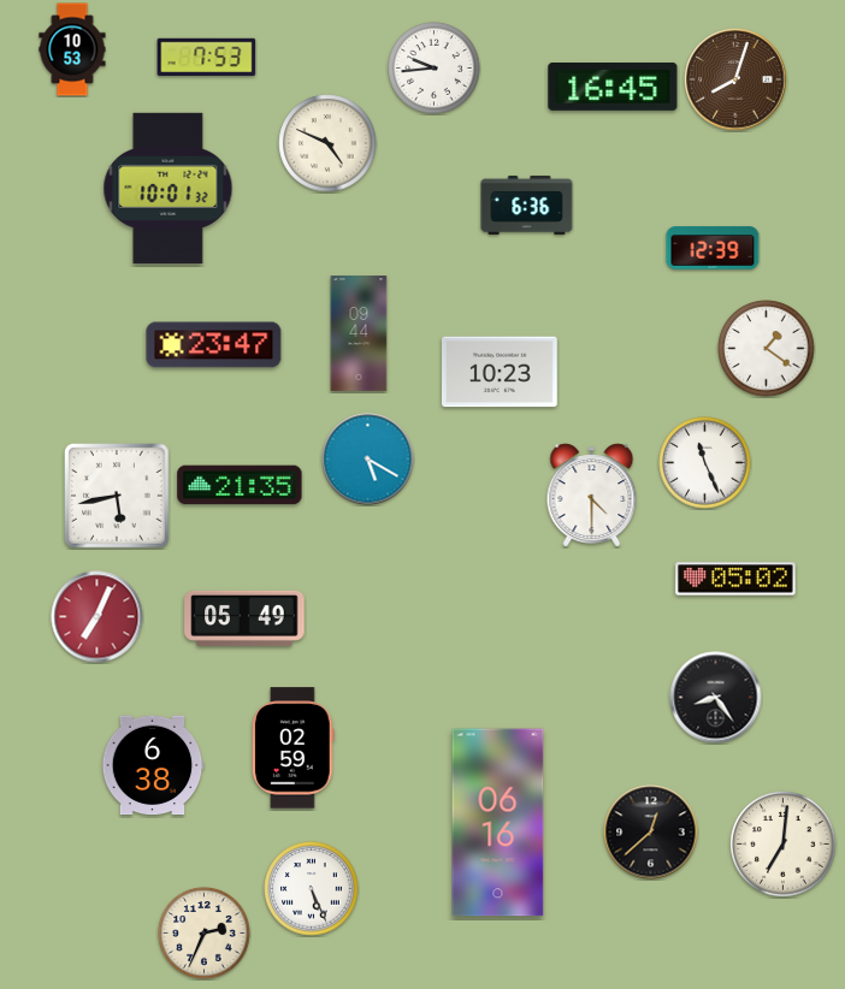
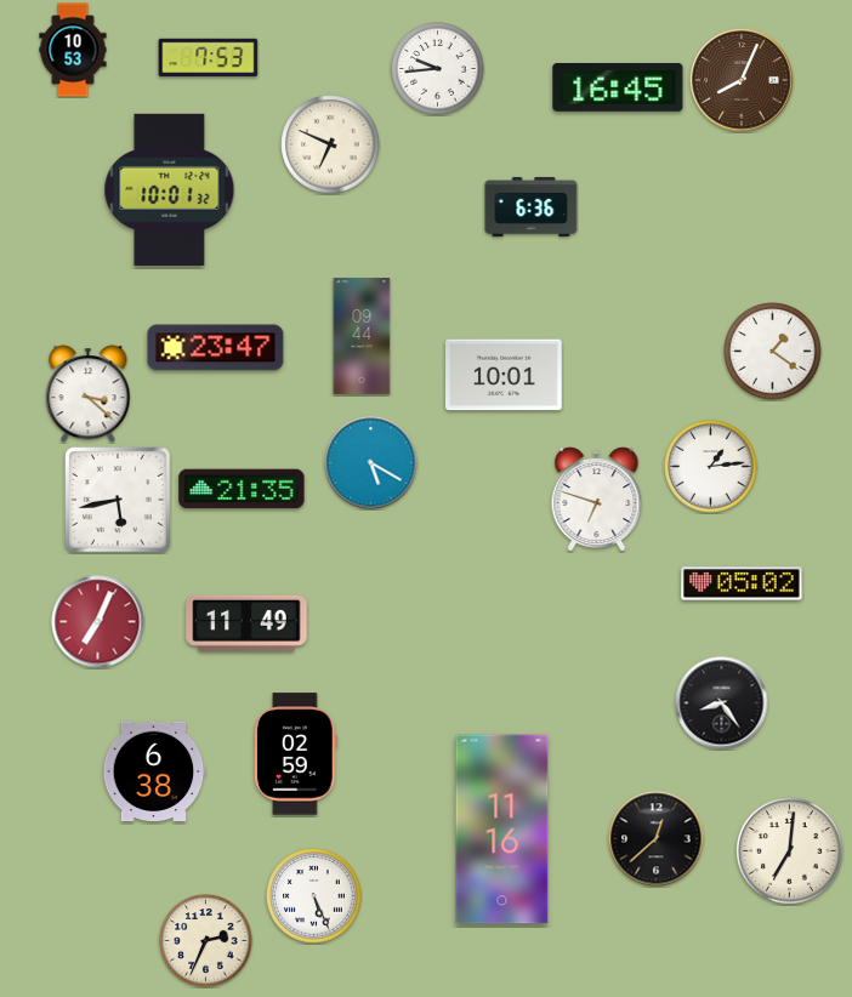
clock at (735, 79): 8:03 -> 8:04
clock at (327, 143): 4:49 -> 6:49
clock at (713, 248): 12:39 -> none
clock at (501, 372): 10:23 -> 10:01
clock at (89, 394): none -> 3:22
clock at (705, 463): 11:26 -> 1:14
clock at (592, 496): 4:30 -> 6:48
clock at (244, 618): 05:49 -> 11:49
clock at (498, 823): 06:16 -> 11:16
